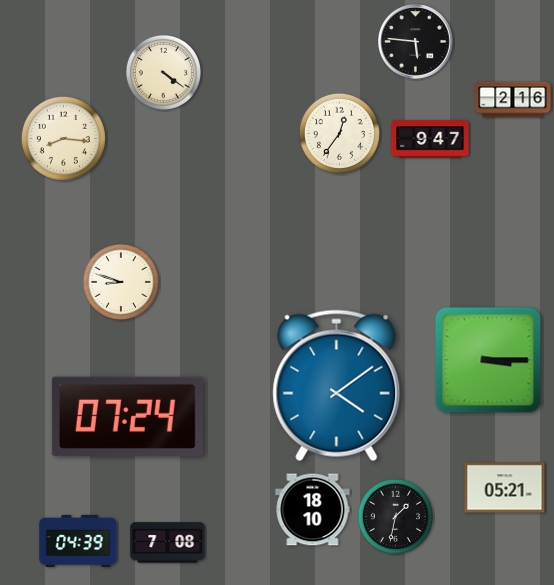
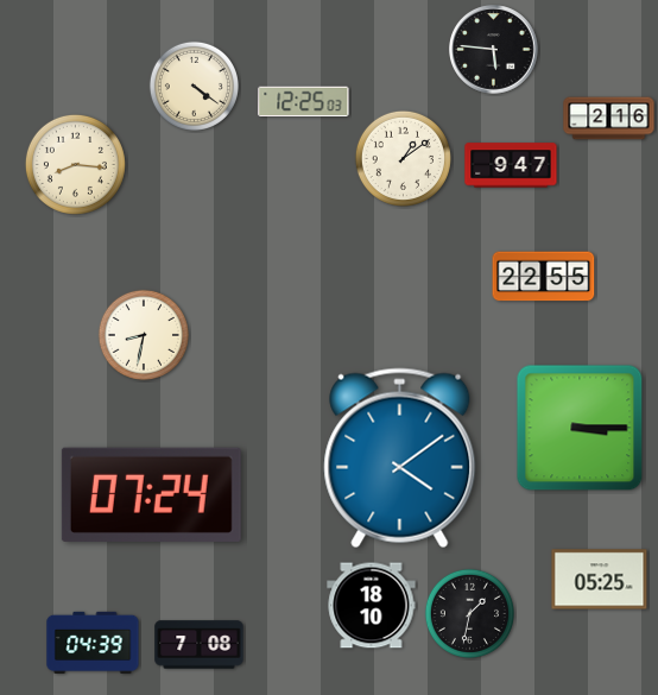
clock at (304, 102): none -> 12:25
clock at (339, 133): 12:36 -> 1:09
clock at (544, 277): none -> 22:55
clock at (121, 282): 8:48 -> 8:32
clock at (505, 488): 05:21 -> 05:25
